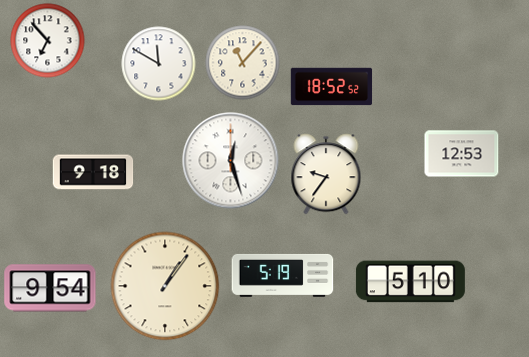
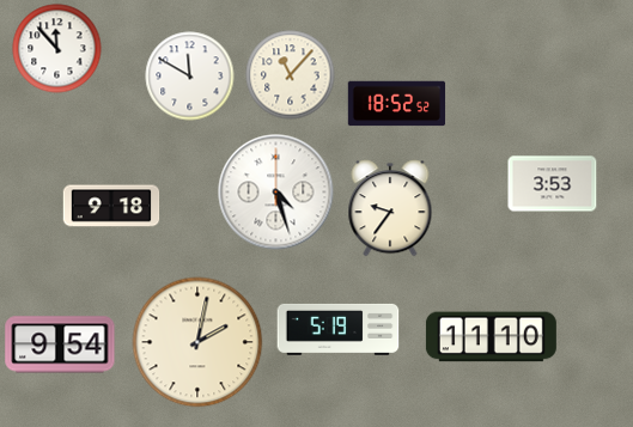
clock at (48, 41): 6:53 -> 11:53
clock at (462, 154): 12:53 -> 3:53
clock at (231, 161): 12:27 -> 4:27
clock at (410, 282): 5:10 -> 11:10
clock at (165, 286): 1:06 -> 2:02
